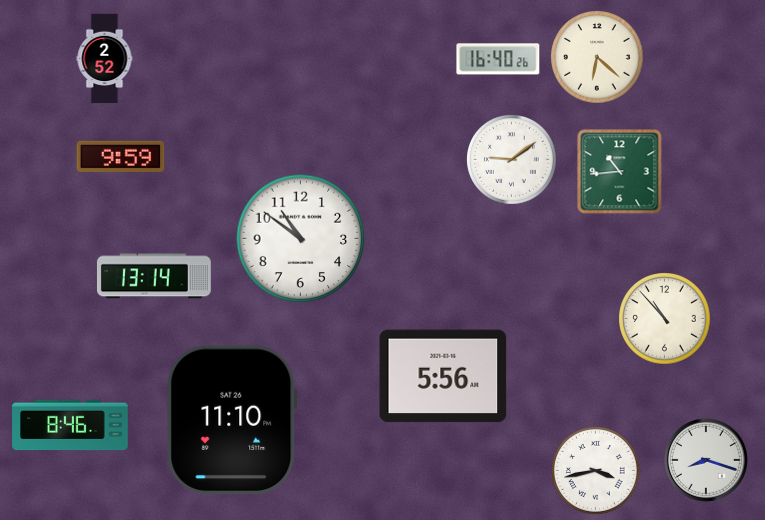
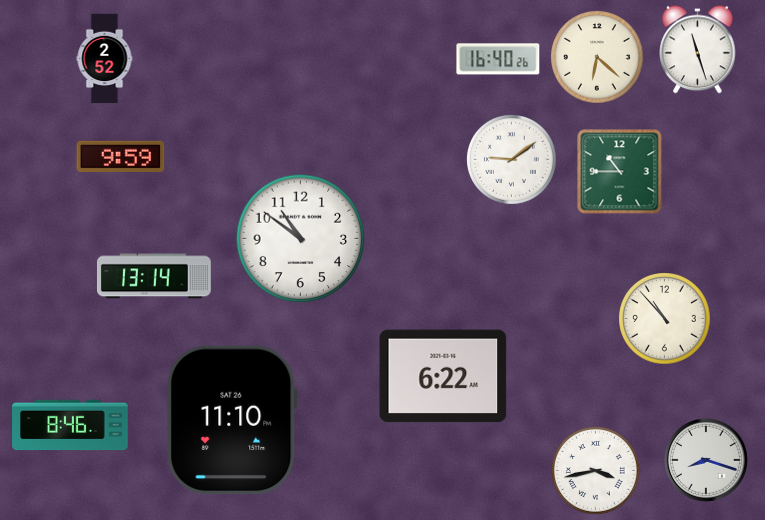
clock at (698, 50): none -> 11:27
clock at (620, 172): 10:44 -> 10:45
clock at (443, 376): 5:56 -> 6:22
